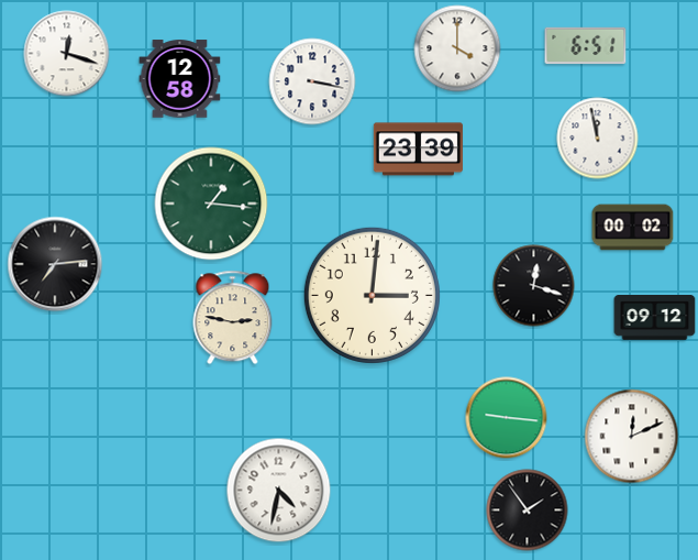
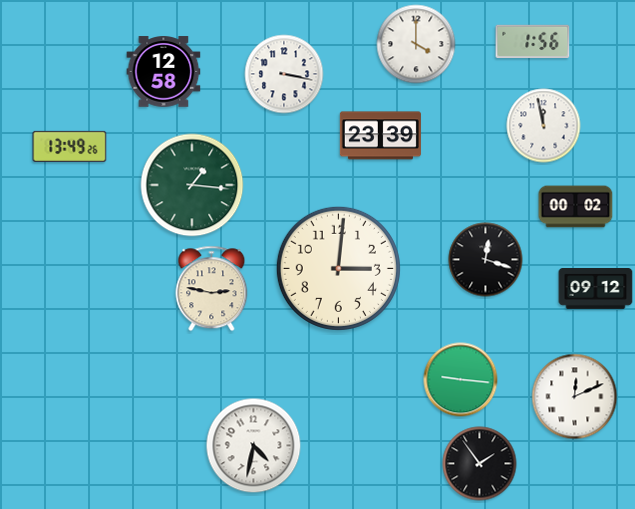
clock at (586, 46): 6:51 -> 1:56
clock at (67, 54): 12:18 -> none
clock at (70, 146): none -> 13:49
clock at (55, 264): 7:14 -> none
